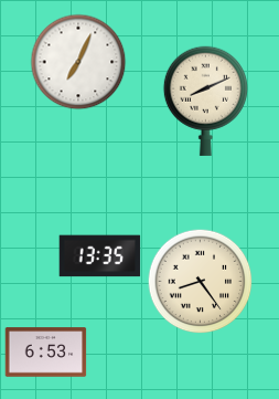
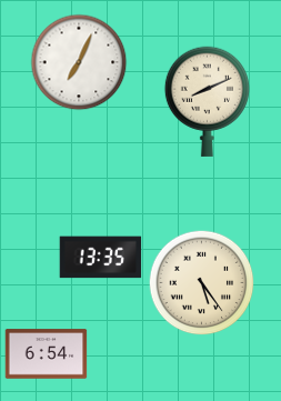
clock at (201, 282): 8:24 -> 5:24
clock at (46, 353): 6:53 -> 6:54
